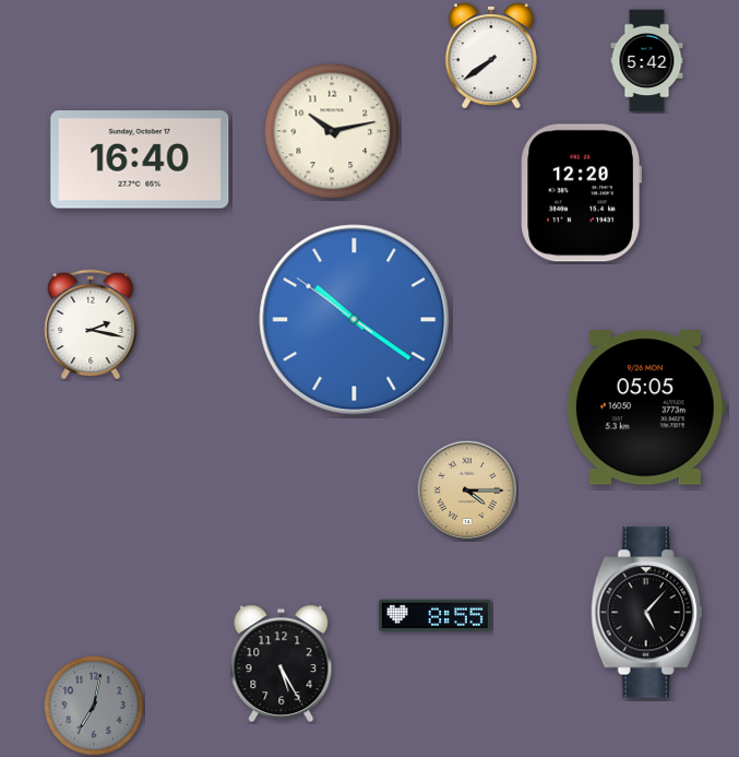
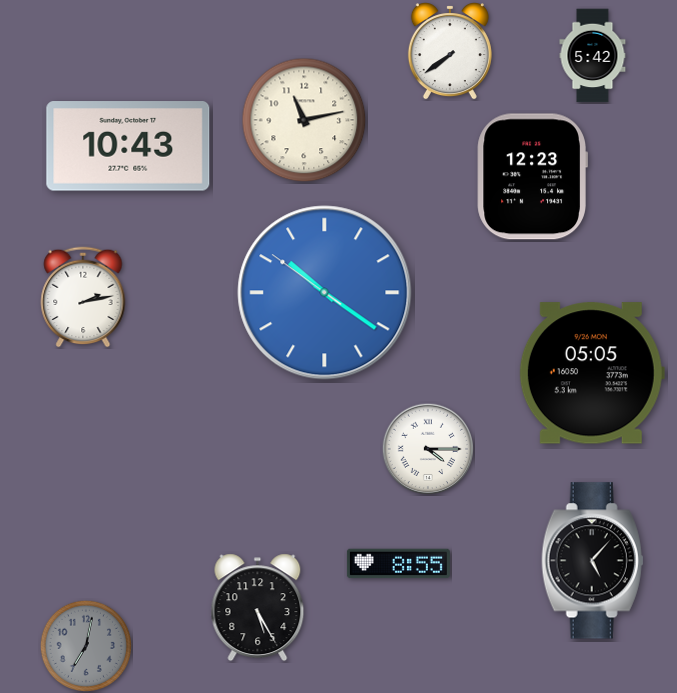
clock at (332, 131): 10:13 -> 11:13
clock at (140, 159): 16:40 -> 10:43
clock at (581, 193): 12:20 -> 12:23
clock at (91, 324): 2:17 -> 2:13
clock at (467, 490) dial: champagne -> white
